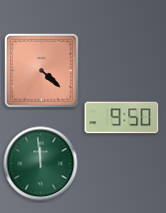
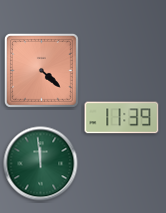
clock at (122, 118): 9:50 -> 11:39
